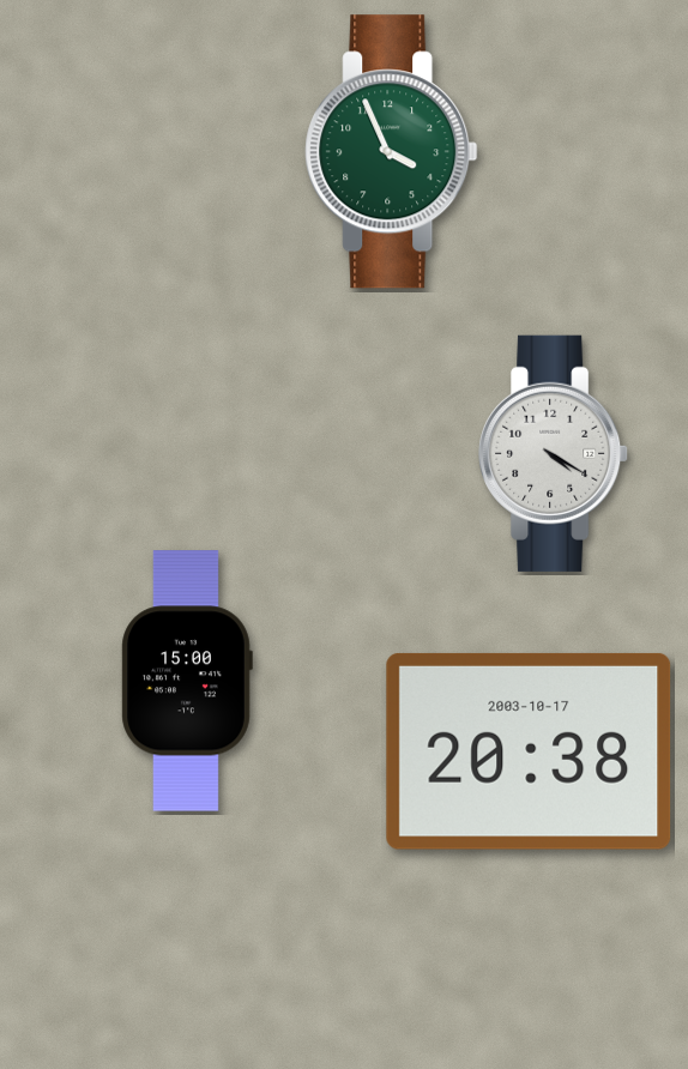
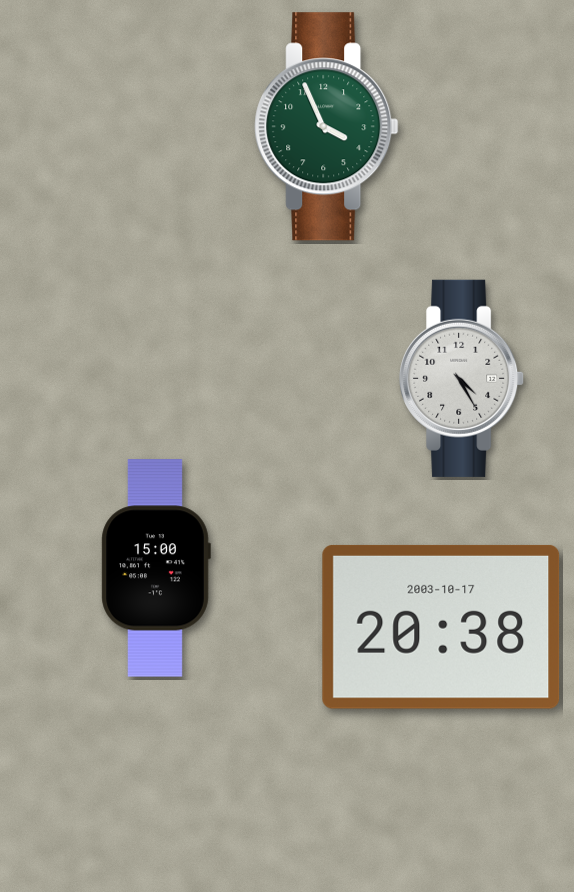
clock at (554, 453): 4:20 -> 4:25
